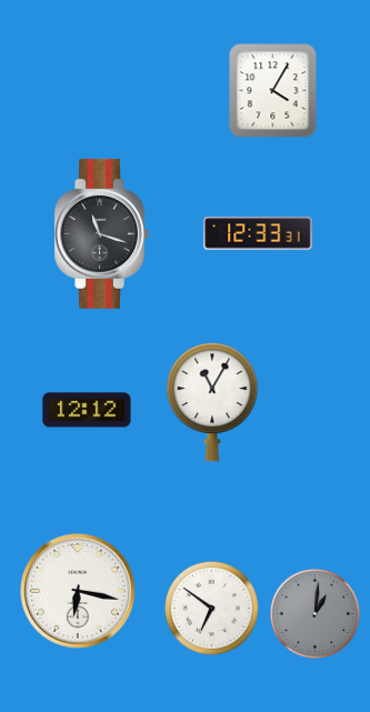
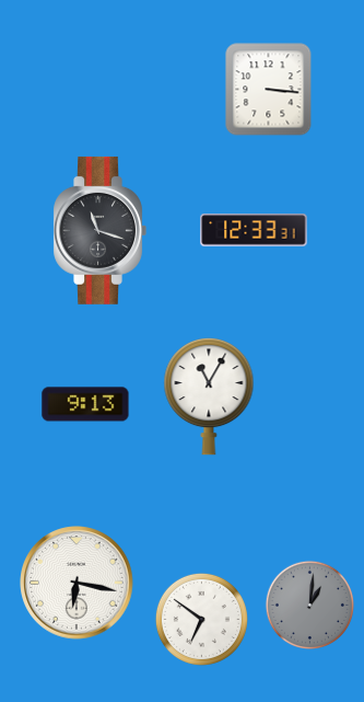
clock at (273, 91): 4:05 -> 3:16
clock at (87, 410): 12:12 -> 9:13
clock at (211, 608) position: (211, 608) -> (201, 619)
